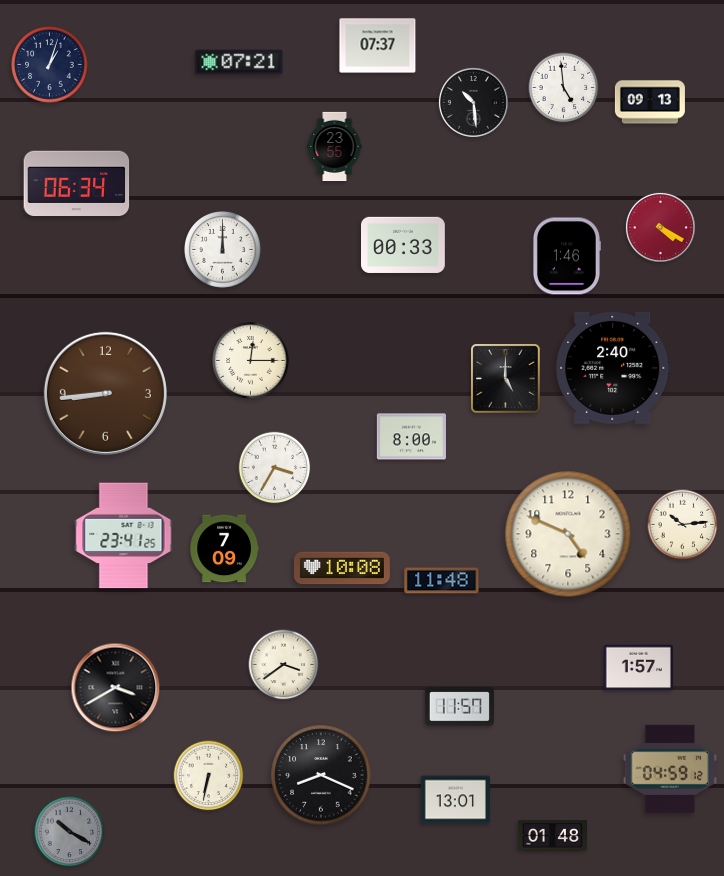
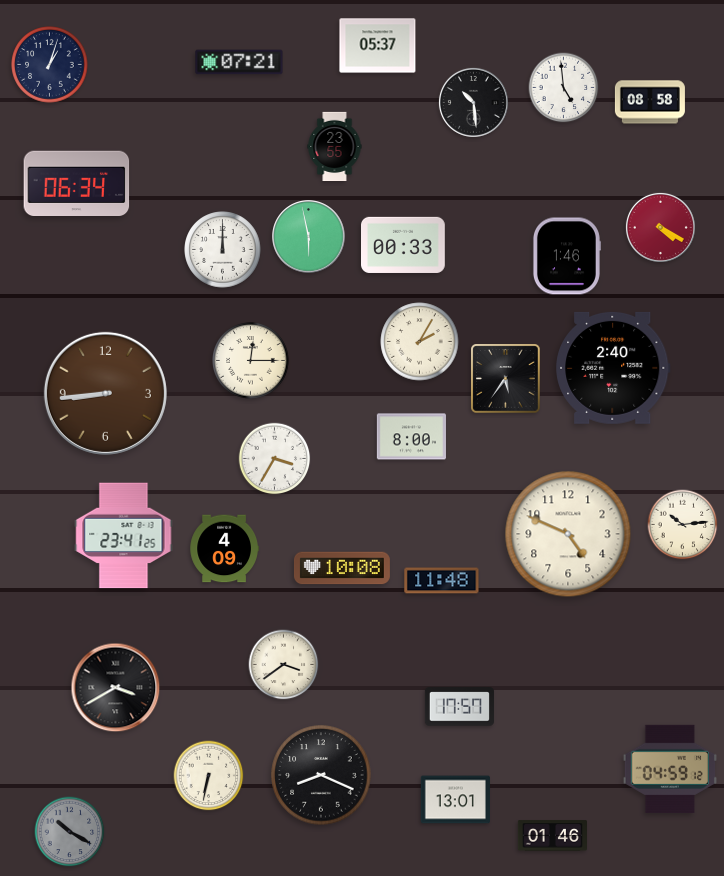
clock at (378, 46): 07:37 -> 05:37
clock at (650, 102): 09:13 -> 08:58
clock at (309, 237): none -> 5:58
clock at (420, 342): none -> 2:05
clock at (506, 379): 5:00 -> 5:36
clock at (275, 468) position: (275, 468) -> (275, 459)
clock at (224, 549): 7:09 -> 4:09
clock at (638, 668): 1:57 -> none
clock at (459, 707): 11:57 -> 17:57
clock at (552, 836): 01:48 -> 01:46
